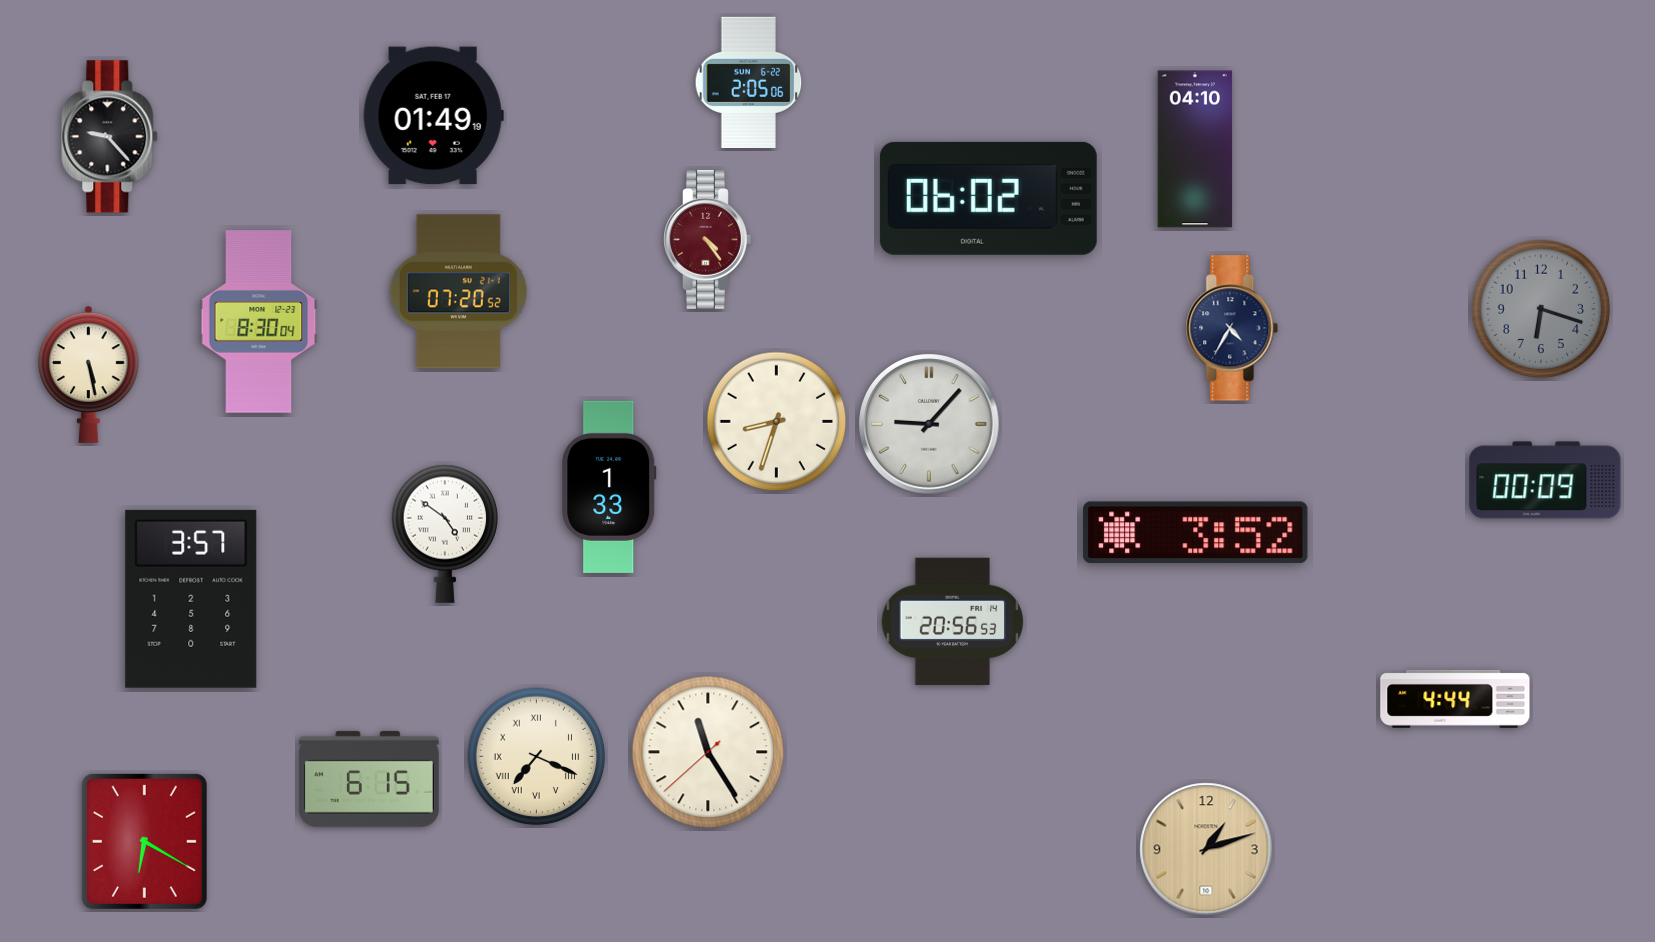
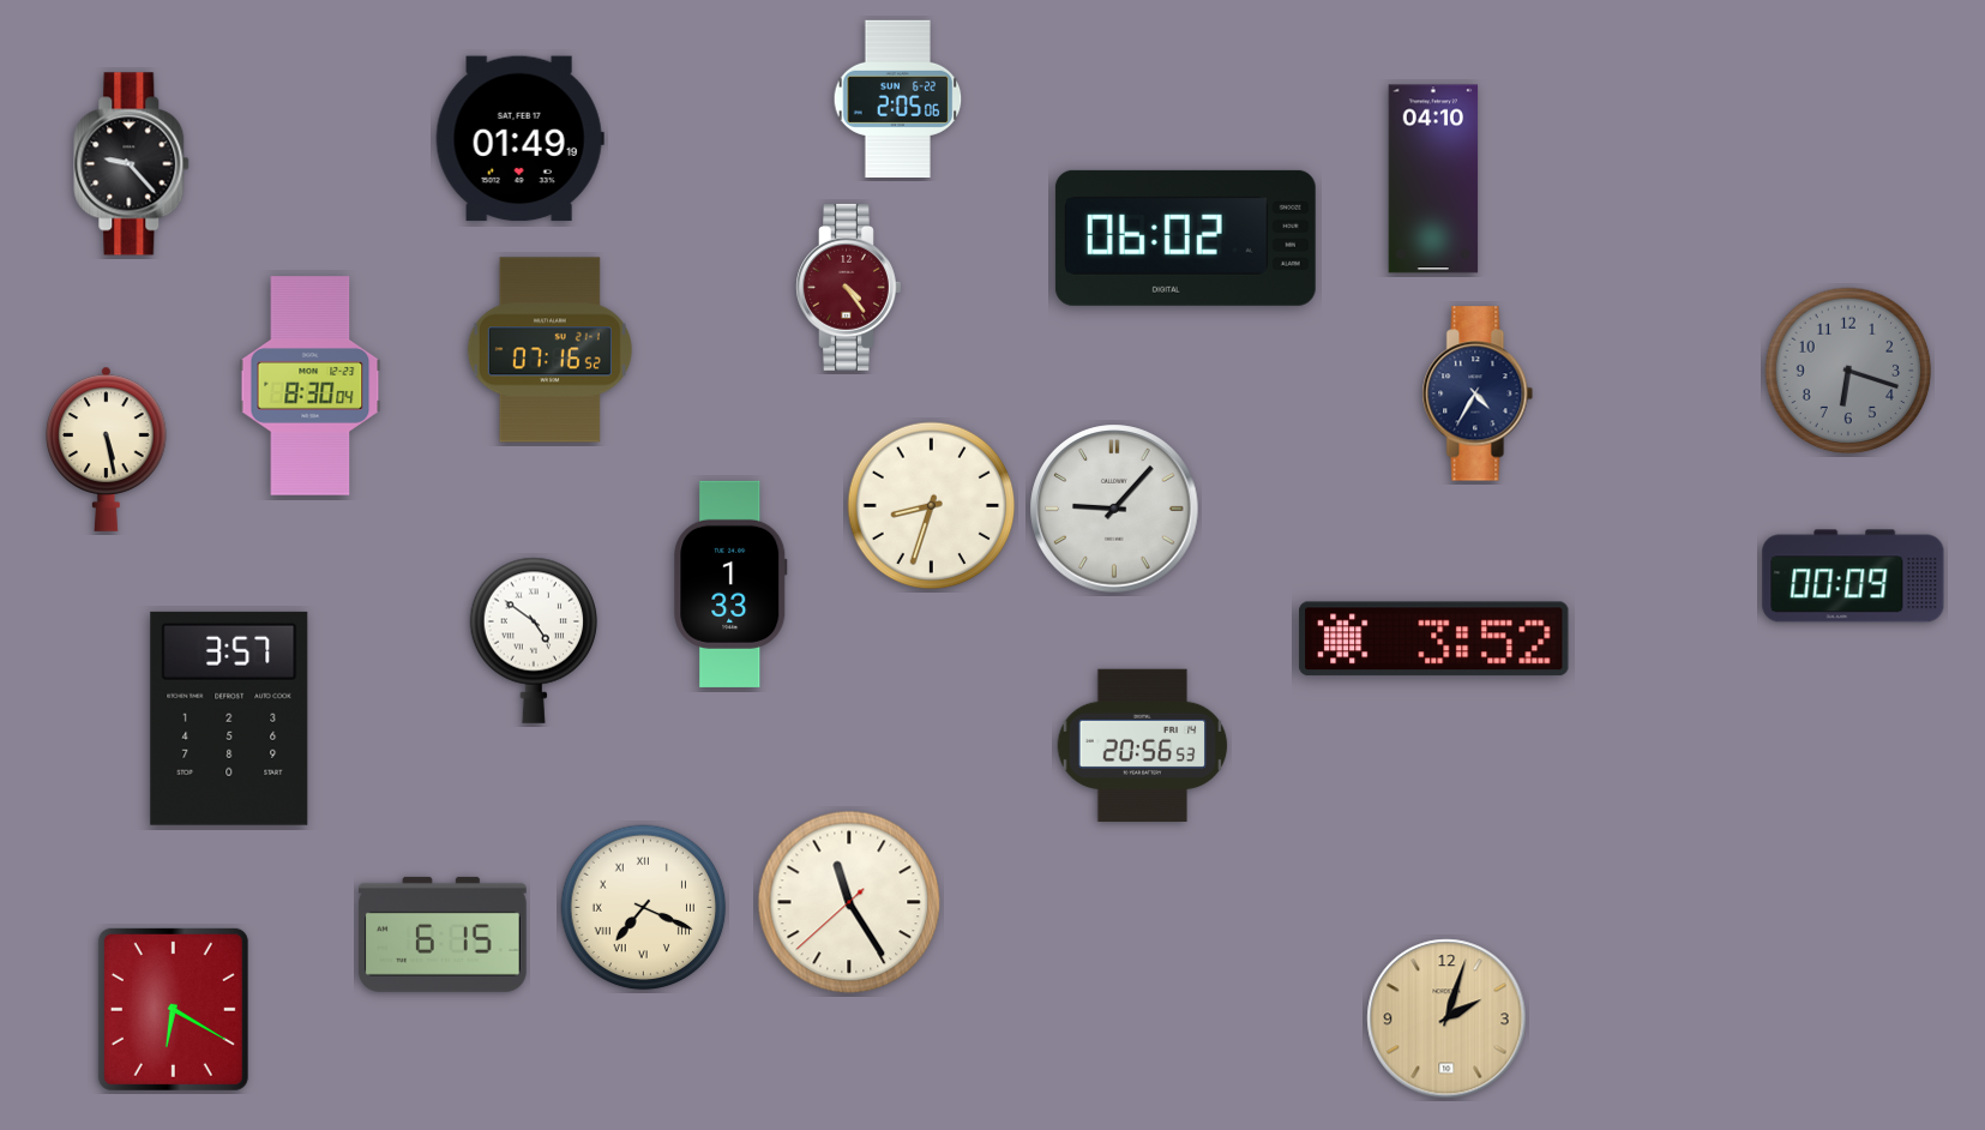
clock at (458, 292): 07:20 -> 07:16
clock at (1455, 699): 4:44 -> none
clock at (1206, 849): 1:12 -> 2:03
